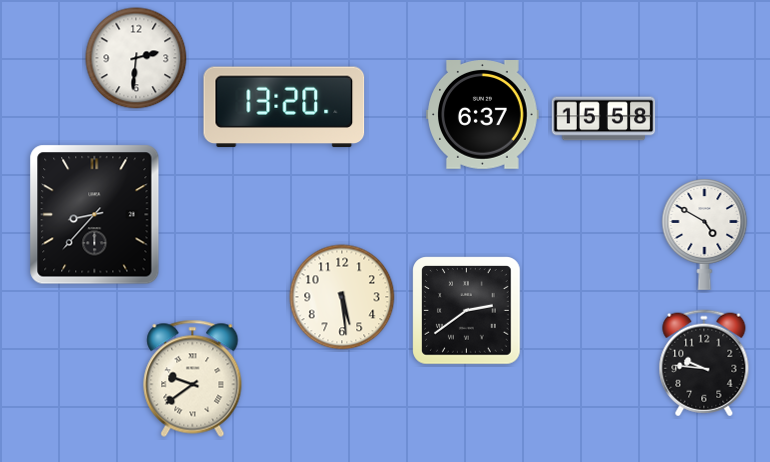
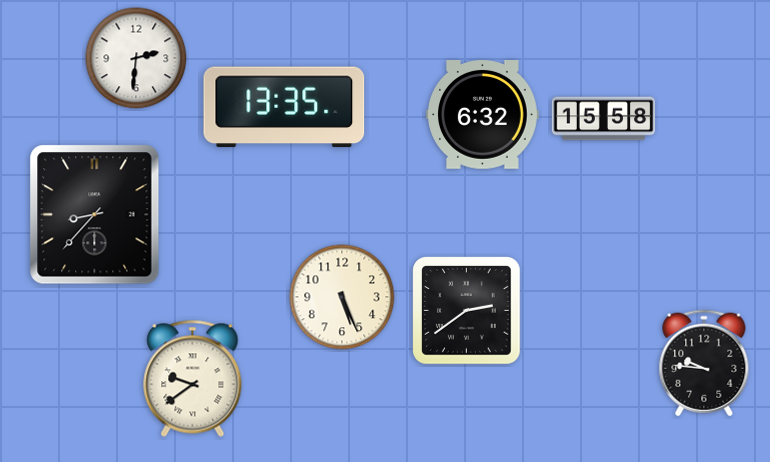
clock at (284, 107): 13:20 -> 13:35
clock at (483, 115): 6:37 -> 6:32
clock at (705, 234): 4:50 -> none
clock at (342, 297): 5:29 -> 5:26
